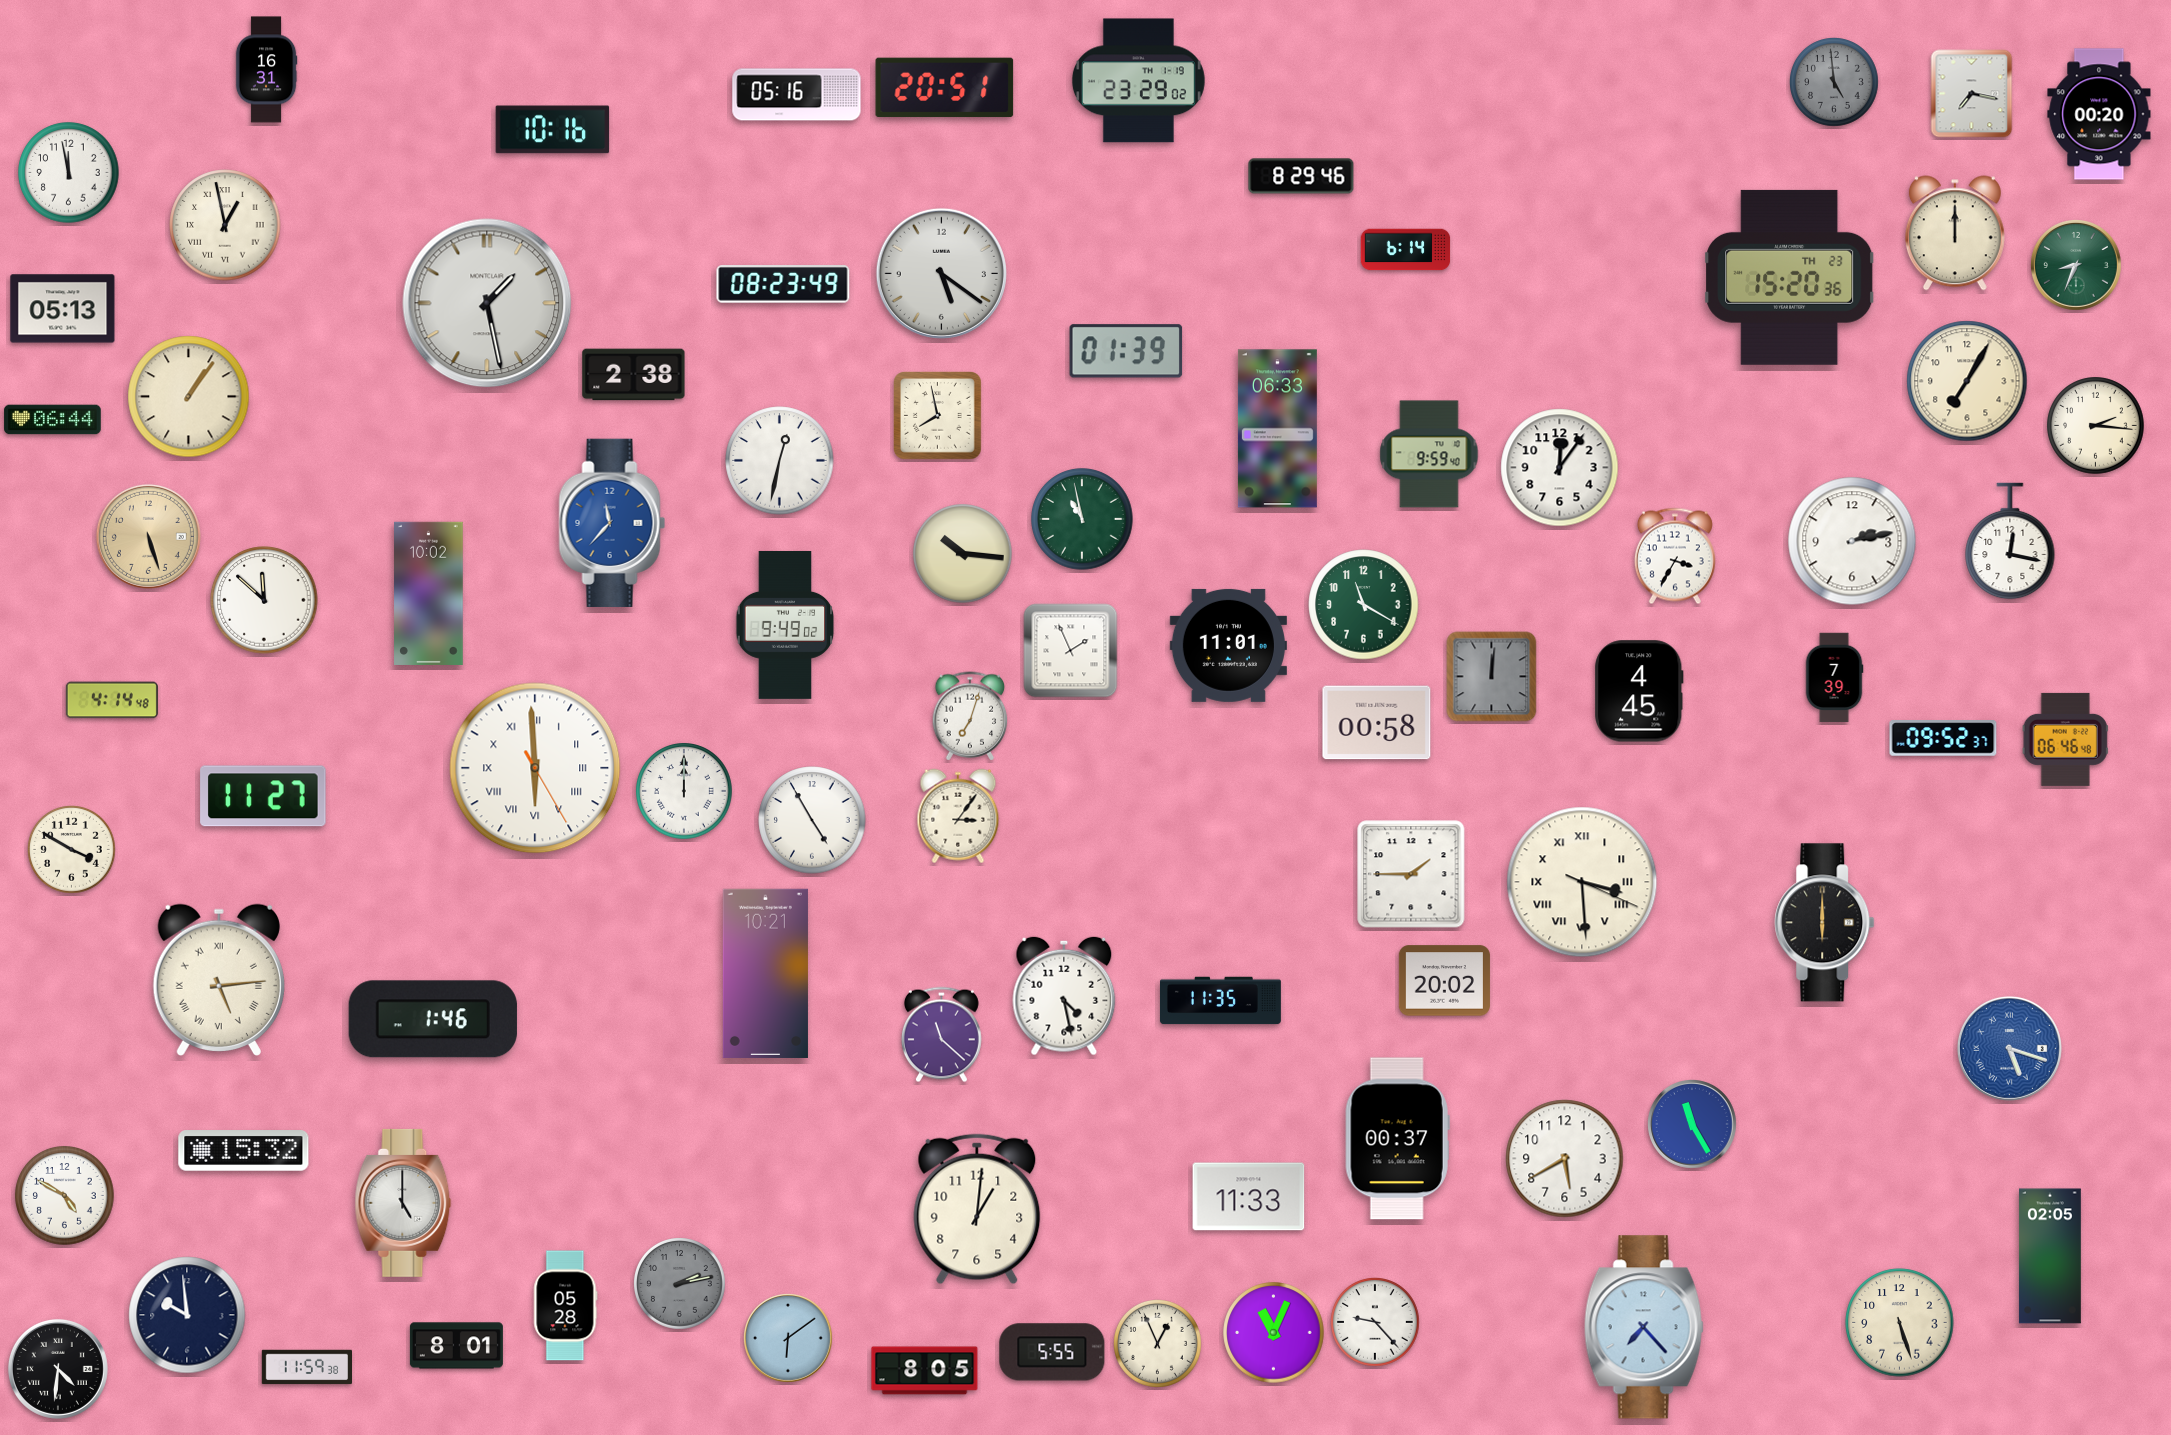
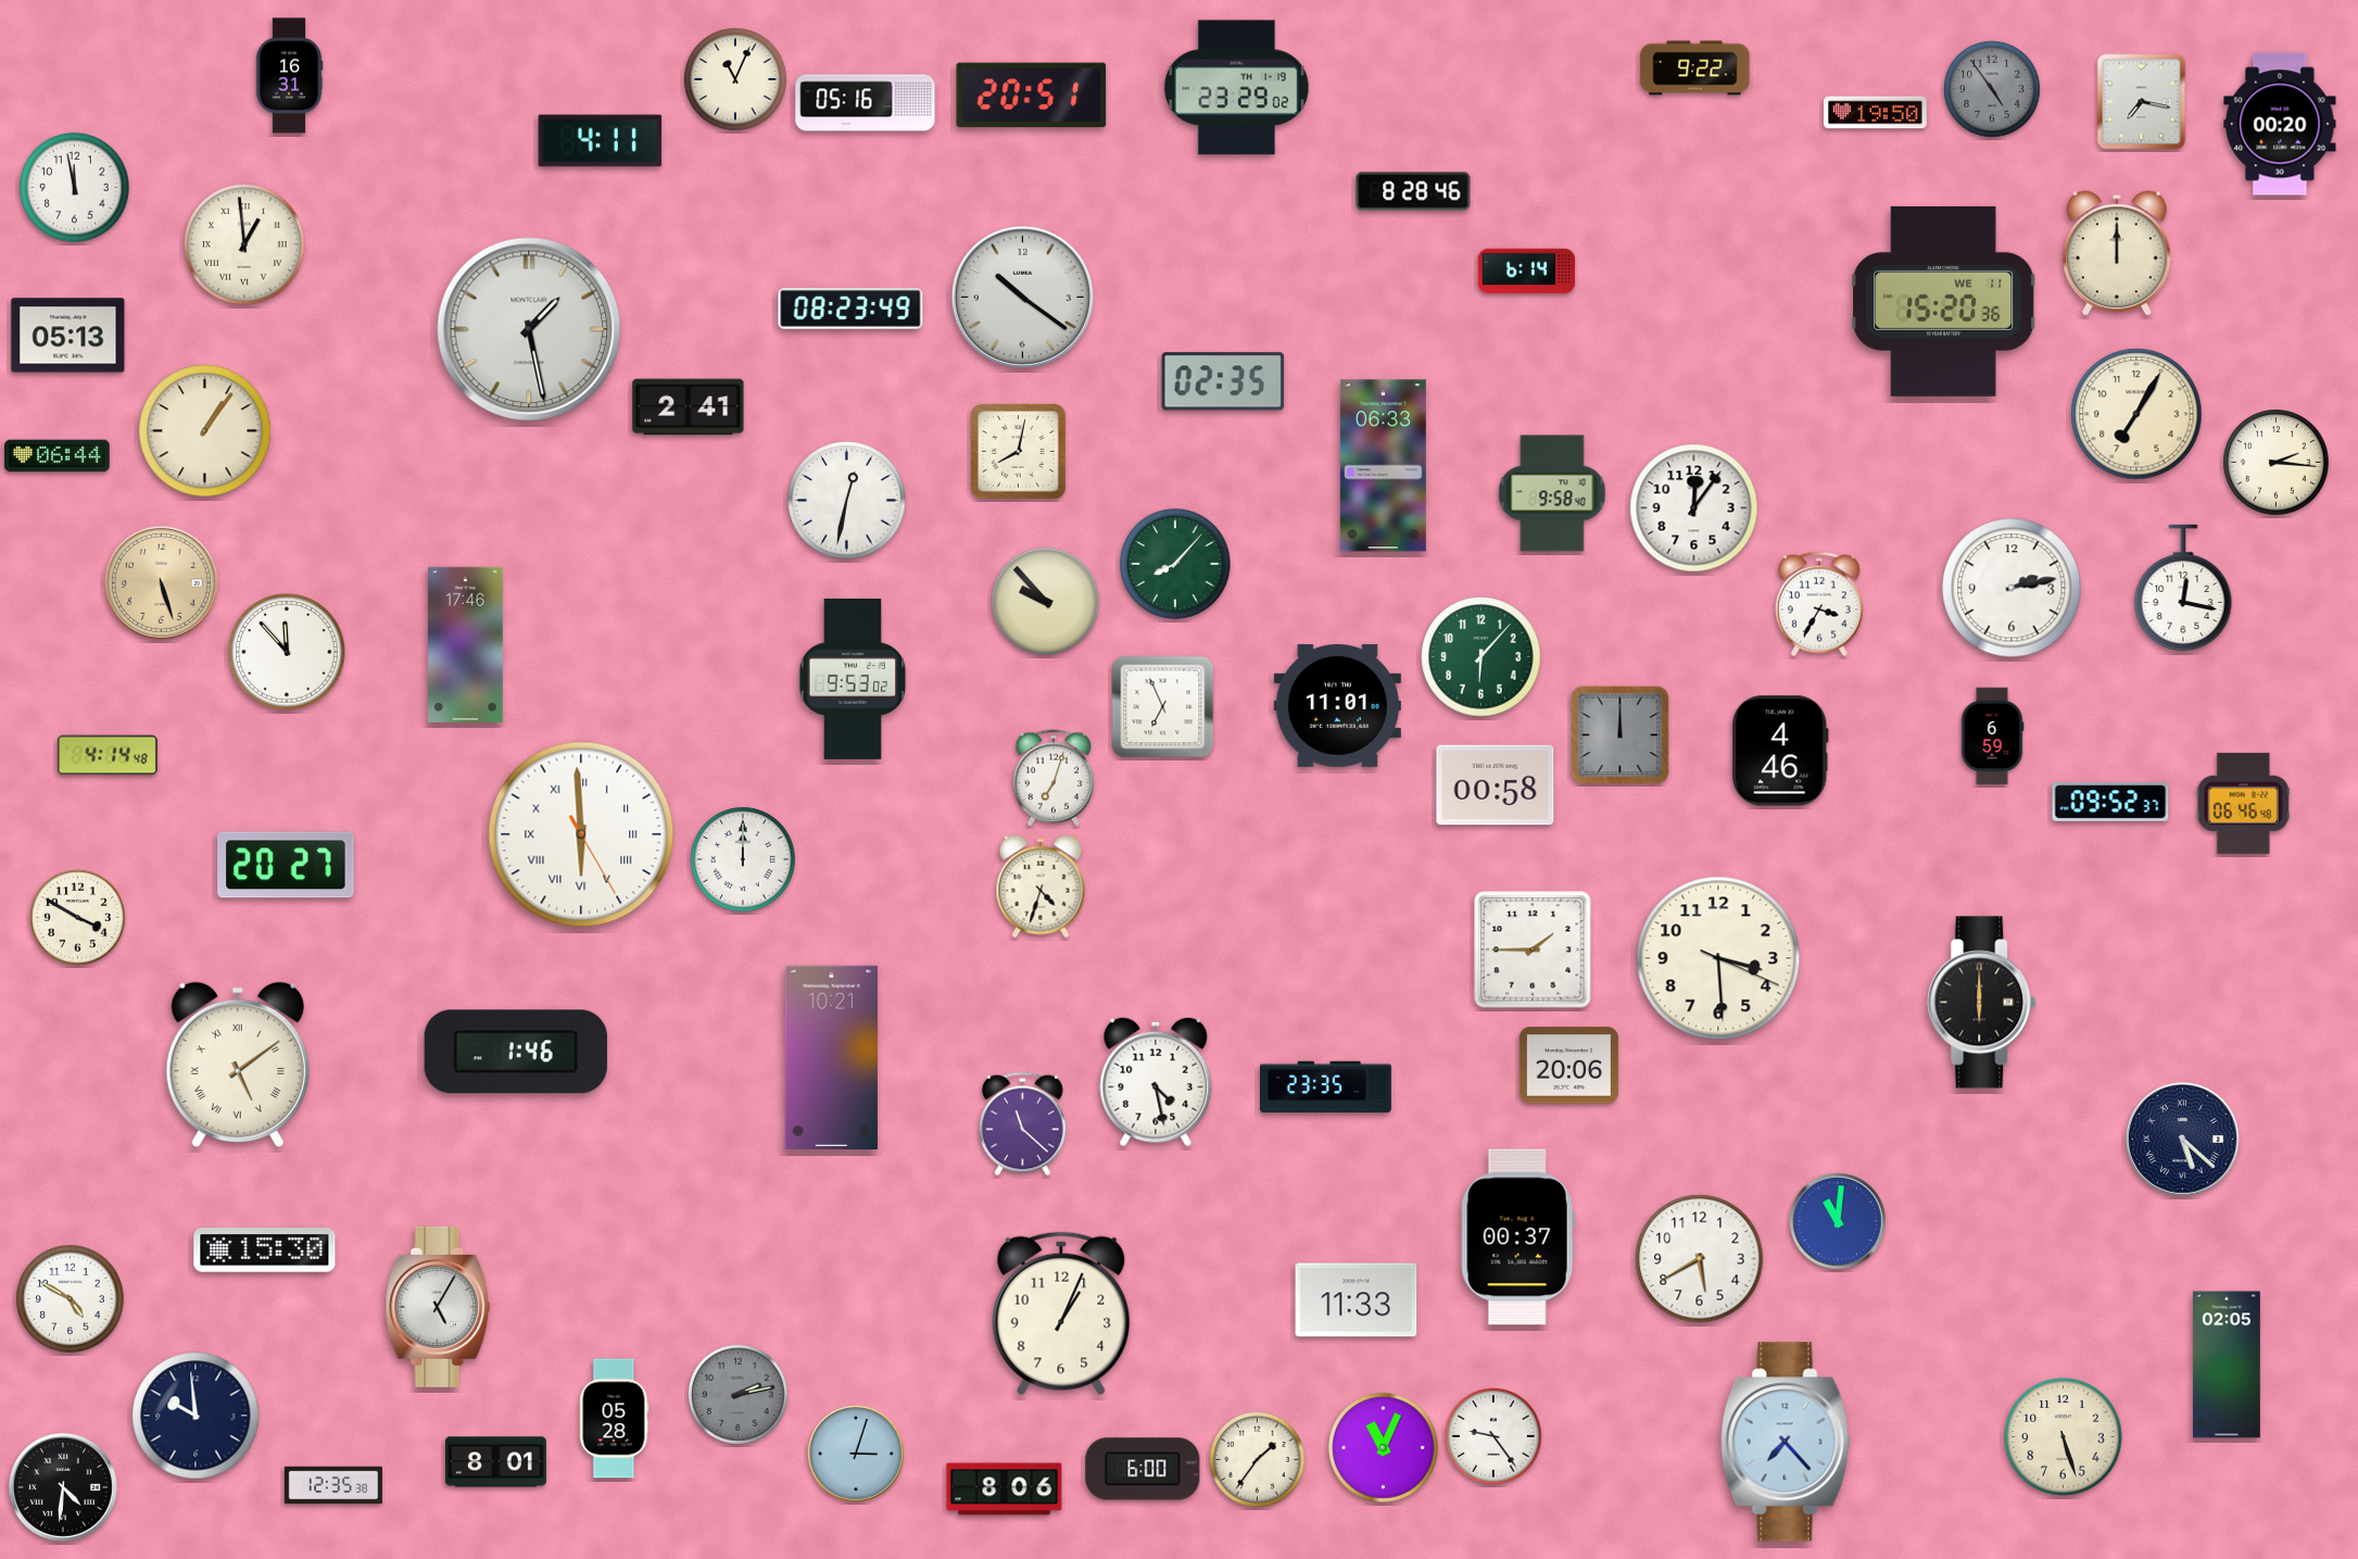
clock at (1695, 68): none -> 9:22
clock at (735, 79): none -> 11:04
clock at (1835, 83): 4:59 -> 4:54
clock at (945, 88) position: (945, 88) -> (1032, 96)
clock at (1875, 113): none -> 19:50
clock at (553, 130): 10:16 -> 4:11
clock at (1301, 176): 8:29 -> 8:28
clock at (225, 225): 12:58 -> 12:59
clock at (1955, 233) position: (1955, 233) -> (2117, 253)
clock at (2077, 266): 8:34 -> none
clock at (941, 273): 5:21 -> 10:21
clock at (1790, 277) date: TH 23 -> WE 11
clock at (1126, 351): 01:39 -> 02:35
clock at (634, 375): 2:38 -> 2:41
clock at (938, 416): 7:58 -> 8:02
clock at (1277, 429) position: (1277, 429) -> (1383, 466)
clock at (1429, 454): 9:59 -> 9:58
clock at (1082, 519): 10:58 -> 8:07
clock at (612, 523): 11:37 -> none
clock at (963, 554): 10:16 -> 9:53
clock at (429, 593): 10:02 -> 17:46
clock at (264, 600): 11:52 -> 11:53
clock at (1364, 605): 11:20 -> 6:07
clock at (785, 625): 9:49 -> 9:53
clock at (1228, 645) position: (1228, 645) -> (1337, 705)
clock at (1071, 651): 1:56 -> 6:56
clock at (1492, 677): 12:01 -> 12:00
clock at (1834, 678): 7:39 -> 6:59
clock at (1639, 691): 4:45 -> 4:46
clock at (112, 700) position: (112, 700) -> (108, 755)
clock at (263, 796): 11:27 -> 20:27
clock at (958, 816): 3:06 -> 4:33
clock at (812, 820): 4:55 -> none
clock at (72, 850) position: (72, 850) -> (78, 918)
clock at (1582, 882) numerals: Roman -> Arabic
clock at (219, 980): 5:14 -> 5:09
clock at (1444, 981): 20:02 -> 20:06
clock at (1220, 1001): 11:35 -> 23:35
clock at (433, 1019) position: (433, 1019) -> (516, 1052)
clock at (2009, 1048): 5:18 -> 5:22
clock at (2009, 1048) dial: blue -> navy
clock at (1693, 1125): 11:25 -> 11:01
clock at (244, 1151): 15:32 -> 15:30
clock at (403, 1203): 5:00 -> 5:05
clock at (977, 1209): 1:01 -> 1:04
clock at (187, 1315) position: (187, 1315) -> (196, 1416)
clock at (1376, 1323): 9:23 -> 9:24
clock at (789, 1339): 6:09 -> 3:03
clock at (1158, 1344): 12:56 -> 1:36
clock at (1052, 1352): 5:55 -> 6:00
clock at (306, 1367): 11:59 -> 12:35
clock at (925, 1371): 8:05 -> 8:06
